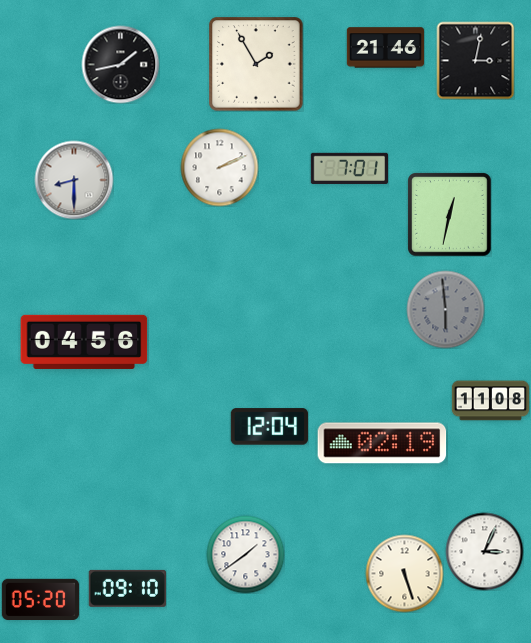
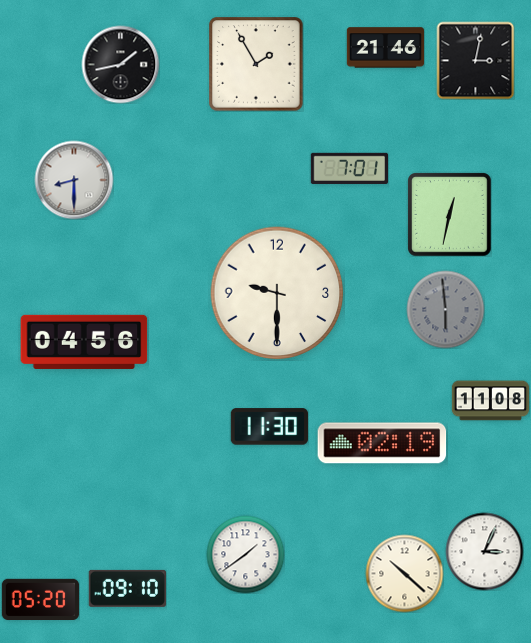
clock at (219, 167): 2:11 -> none
clock at (277, 293): none -> 9:30
clock at (269, 427): 12:04 -> 11:30
clock at (404, 573): 5:27 -> 10:22
